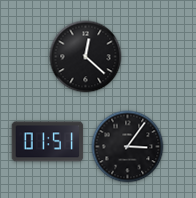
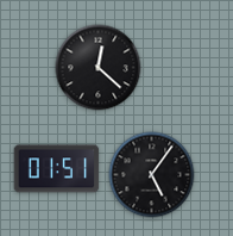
clock at (86, 57) position: (86, 57) -> (99, 68)
clock at (128, 147): 3:06 -> 5:06
